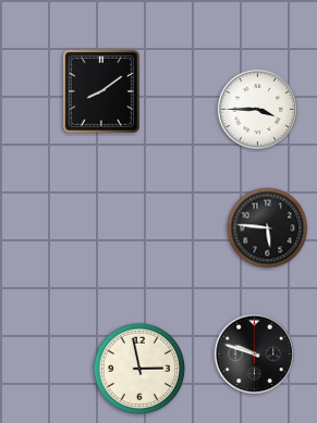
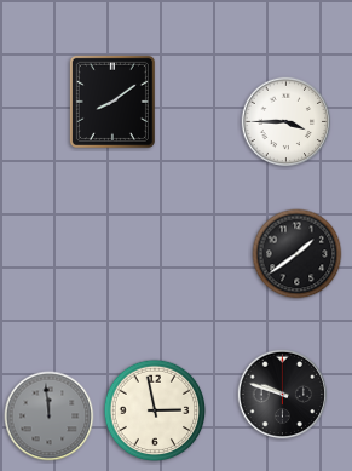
clock at (268, 228): 5:46 -> 1:39
clock at (50, 417): none -> 11:59
